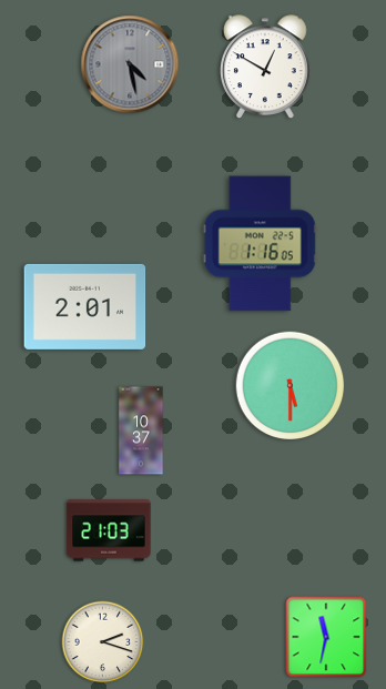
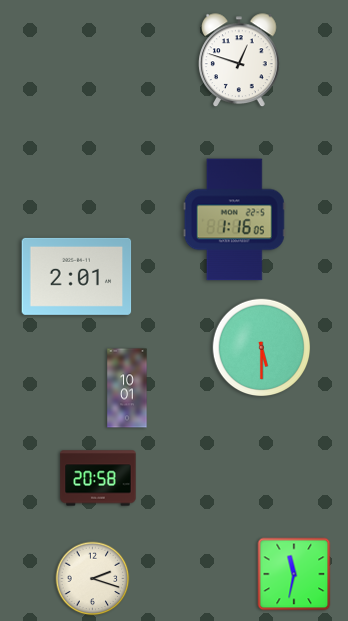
clock at (130, 64): 4:28 -> none
clock at (266, 68): 12:50 -> 12:48
clock at (141, 430): 10:37 -> 10:01
clock at (109, 530): 21:03 -> 20:58
